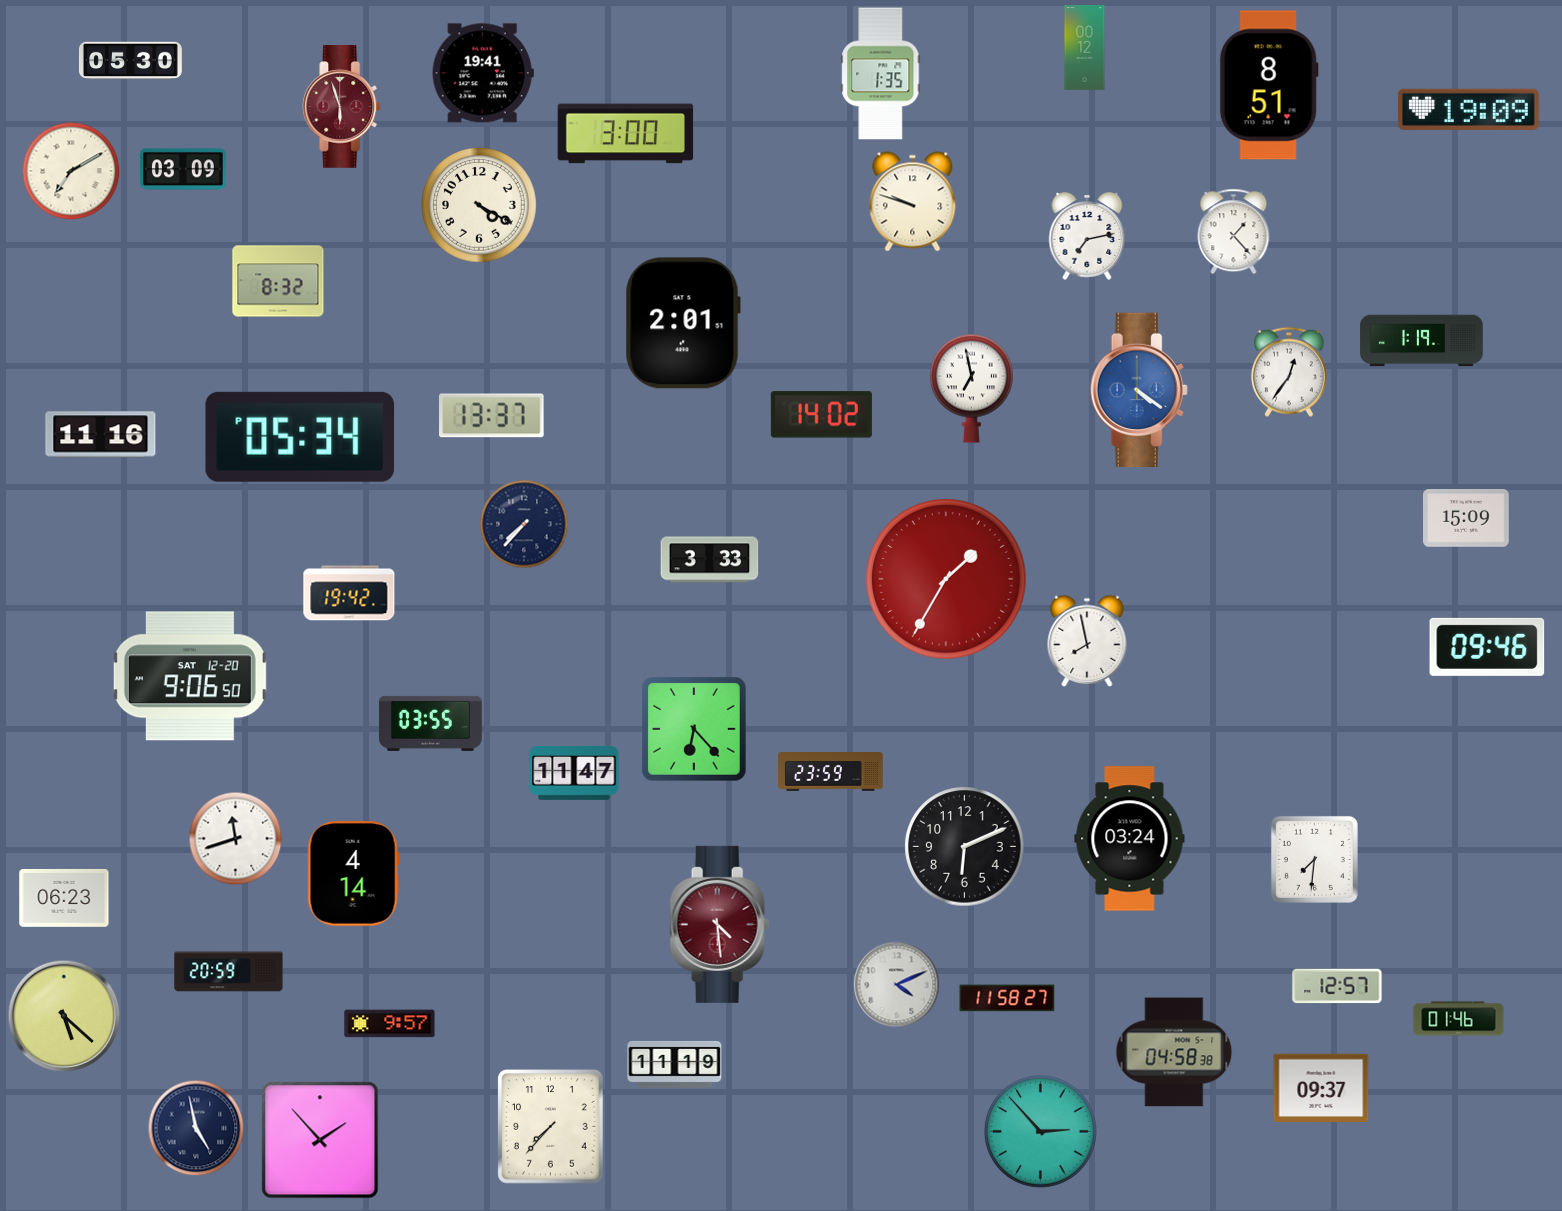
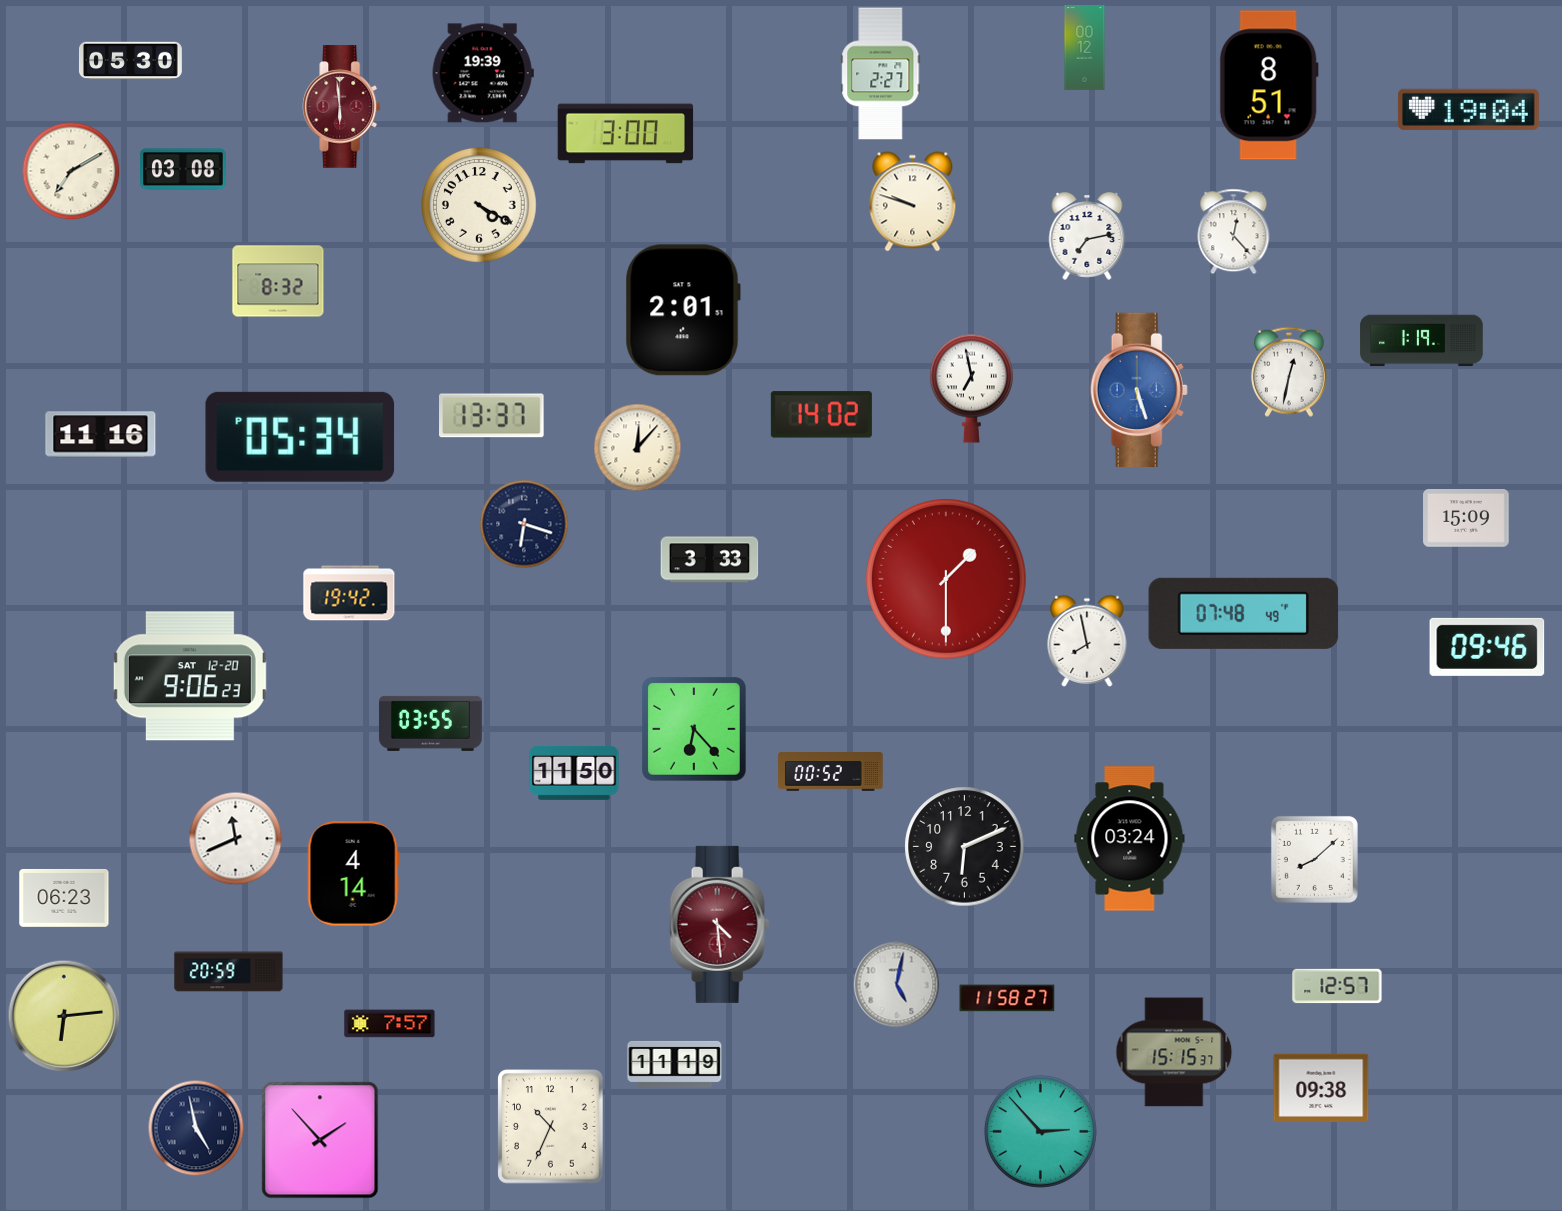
clock at (483, 73): 19:41 -> 19:39
clock at (881, 74): 1:35 -> 2:27
clock at (342, 107): 5:57 -> 5:59
clock at (1468, 109): 19:09 -> 19:04
clock at (183, 169): 03:09 -> 03:08
clock at (1234, 232): 1:23 -> 12:23
clock at (683, 323) position: (683, 323) -> (683, 310)
clock at (1289, 372): 12:36 -> 12:32
clock at (1139, 389): 4:21 -> 5:27
clock at (638, 448): none -> 12:07
clock at (524, 524): 7:37 -> 6:18
clock at (947, 580): 1:35 -> 1:30
clock at (1244, 613): none -> 07:48
clock at (190, 676): 9:06:50 -> 9:06:23
clock at (831, 772): 23:59 -> 00:52
clock at (574, 773): 11:47 -> 11:50
clock at (236, 839): 11:42 -> 11:41
clock at (1314, 859): 7:31 -> 8:08
clock at (897, 985): 4:11 -> 5:02
clock at (64, 1016): 5:22 -> 6:14
clock at (1459, 1019): 01:46 -> none
clock at (390, 1024): 9:57 -> 7:57
clock at (1174, 1052): 04:58 -> 15:15
clock at (1321, 1087): 09:37 -> 09:38
clock at (551, 1127): 7:37 -> 10:34
